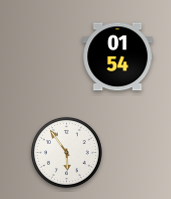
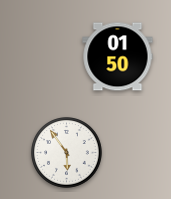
clock at (118, 57): 01:54 -> 01:50
